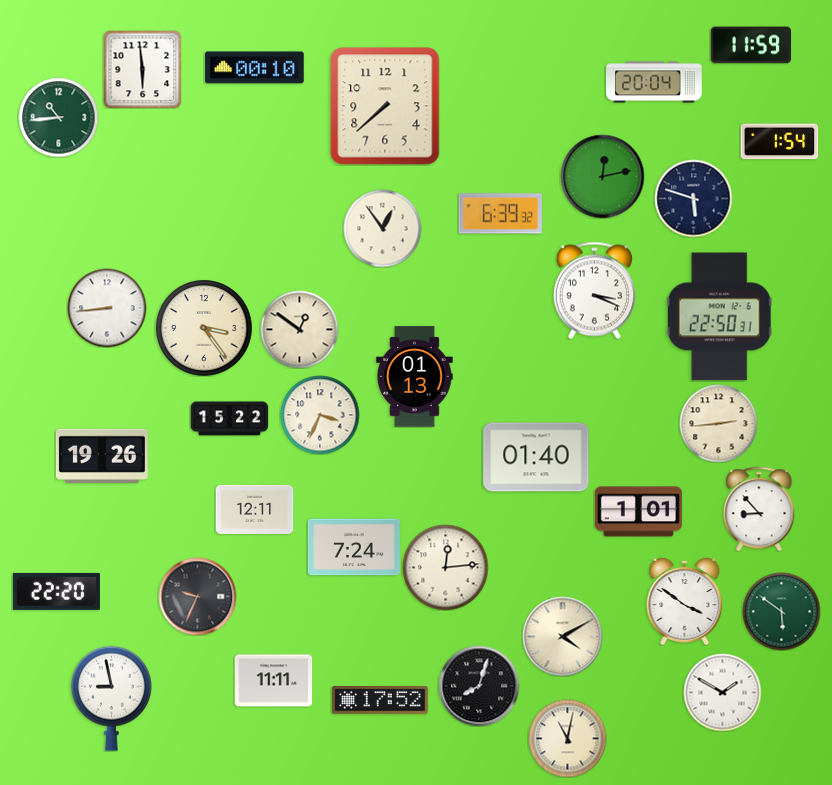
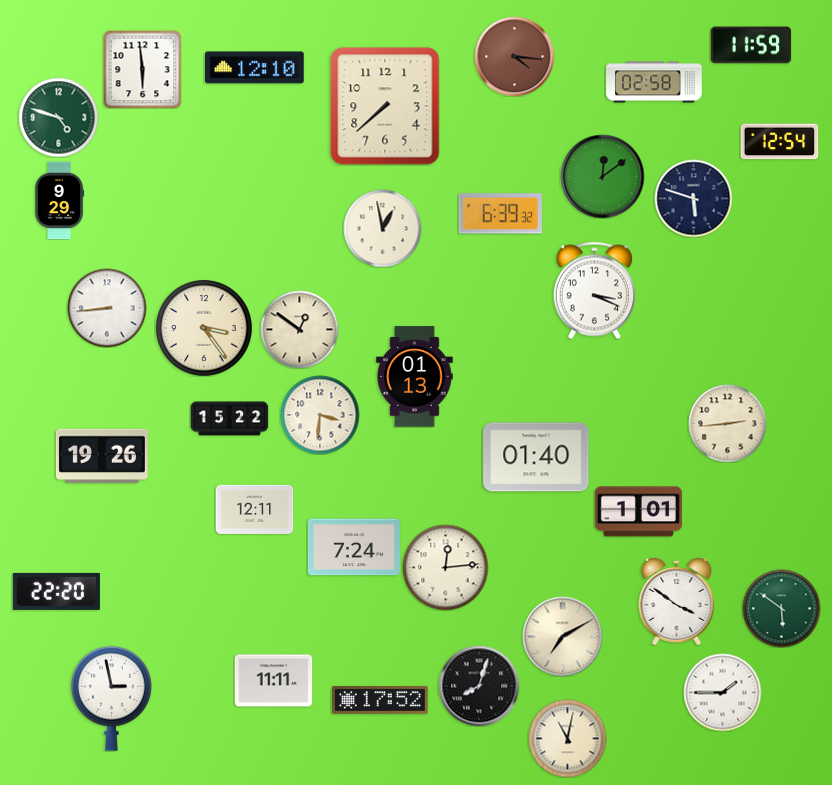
clock at (514, 56): none -> 4:16
clock at (255, 68): 00:10 -> 12:10
clock at (654, 82): 20:04 -> 02:58
clock at (58, 117): 10:44 -> 4:48
clock at (779, 142): 1:54 -> 12:54
clock at (602, 176): 12:13 -> 12:09
clock at (60, 200): none -> 9:29
clock at (382, 228): 12:54 -> 12:58
clock at (719, 317): 22:50 -> none
clock at (320, 415): 3:34 -> 3:31
clock at (718, 423) position: (718, 423) -> (727, 423)
clock at (759, 509): 8:53 -> none
clock at (197, 596): 9:34 -> none
clock at (685, 601) position: (685, 601) -> (677, 601)
clock at (781, 611) position: (781, 611) -> (781, 608)
clock at (562, 636): 4:10 -> 7:10
clock at (722, 692): 1:50 -> 1:45
clock at (111, 698): 8:58 -> 2:58
